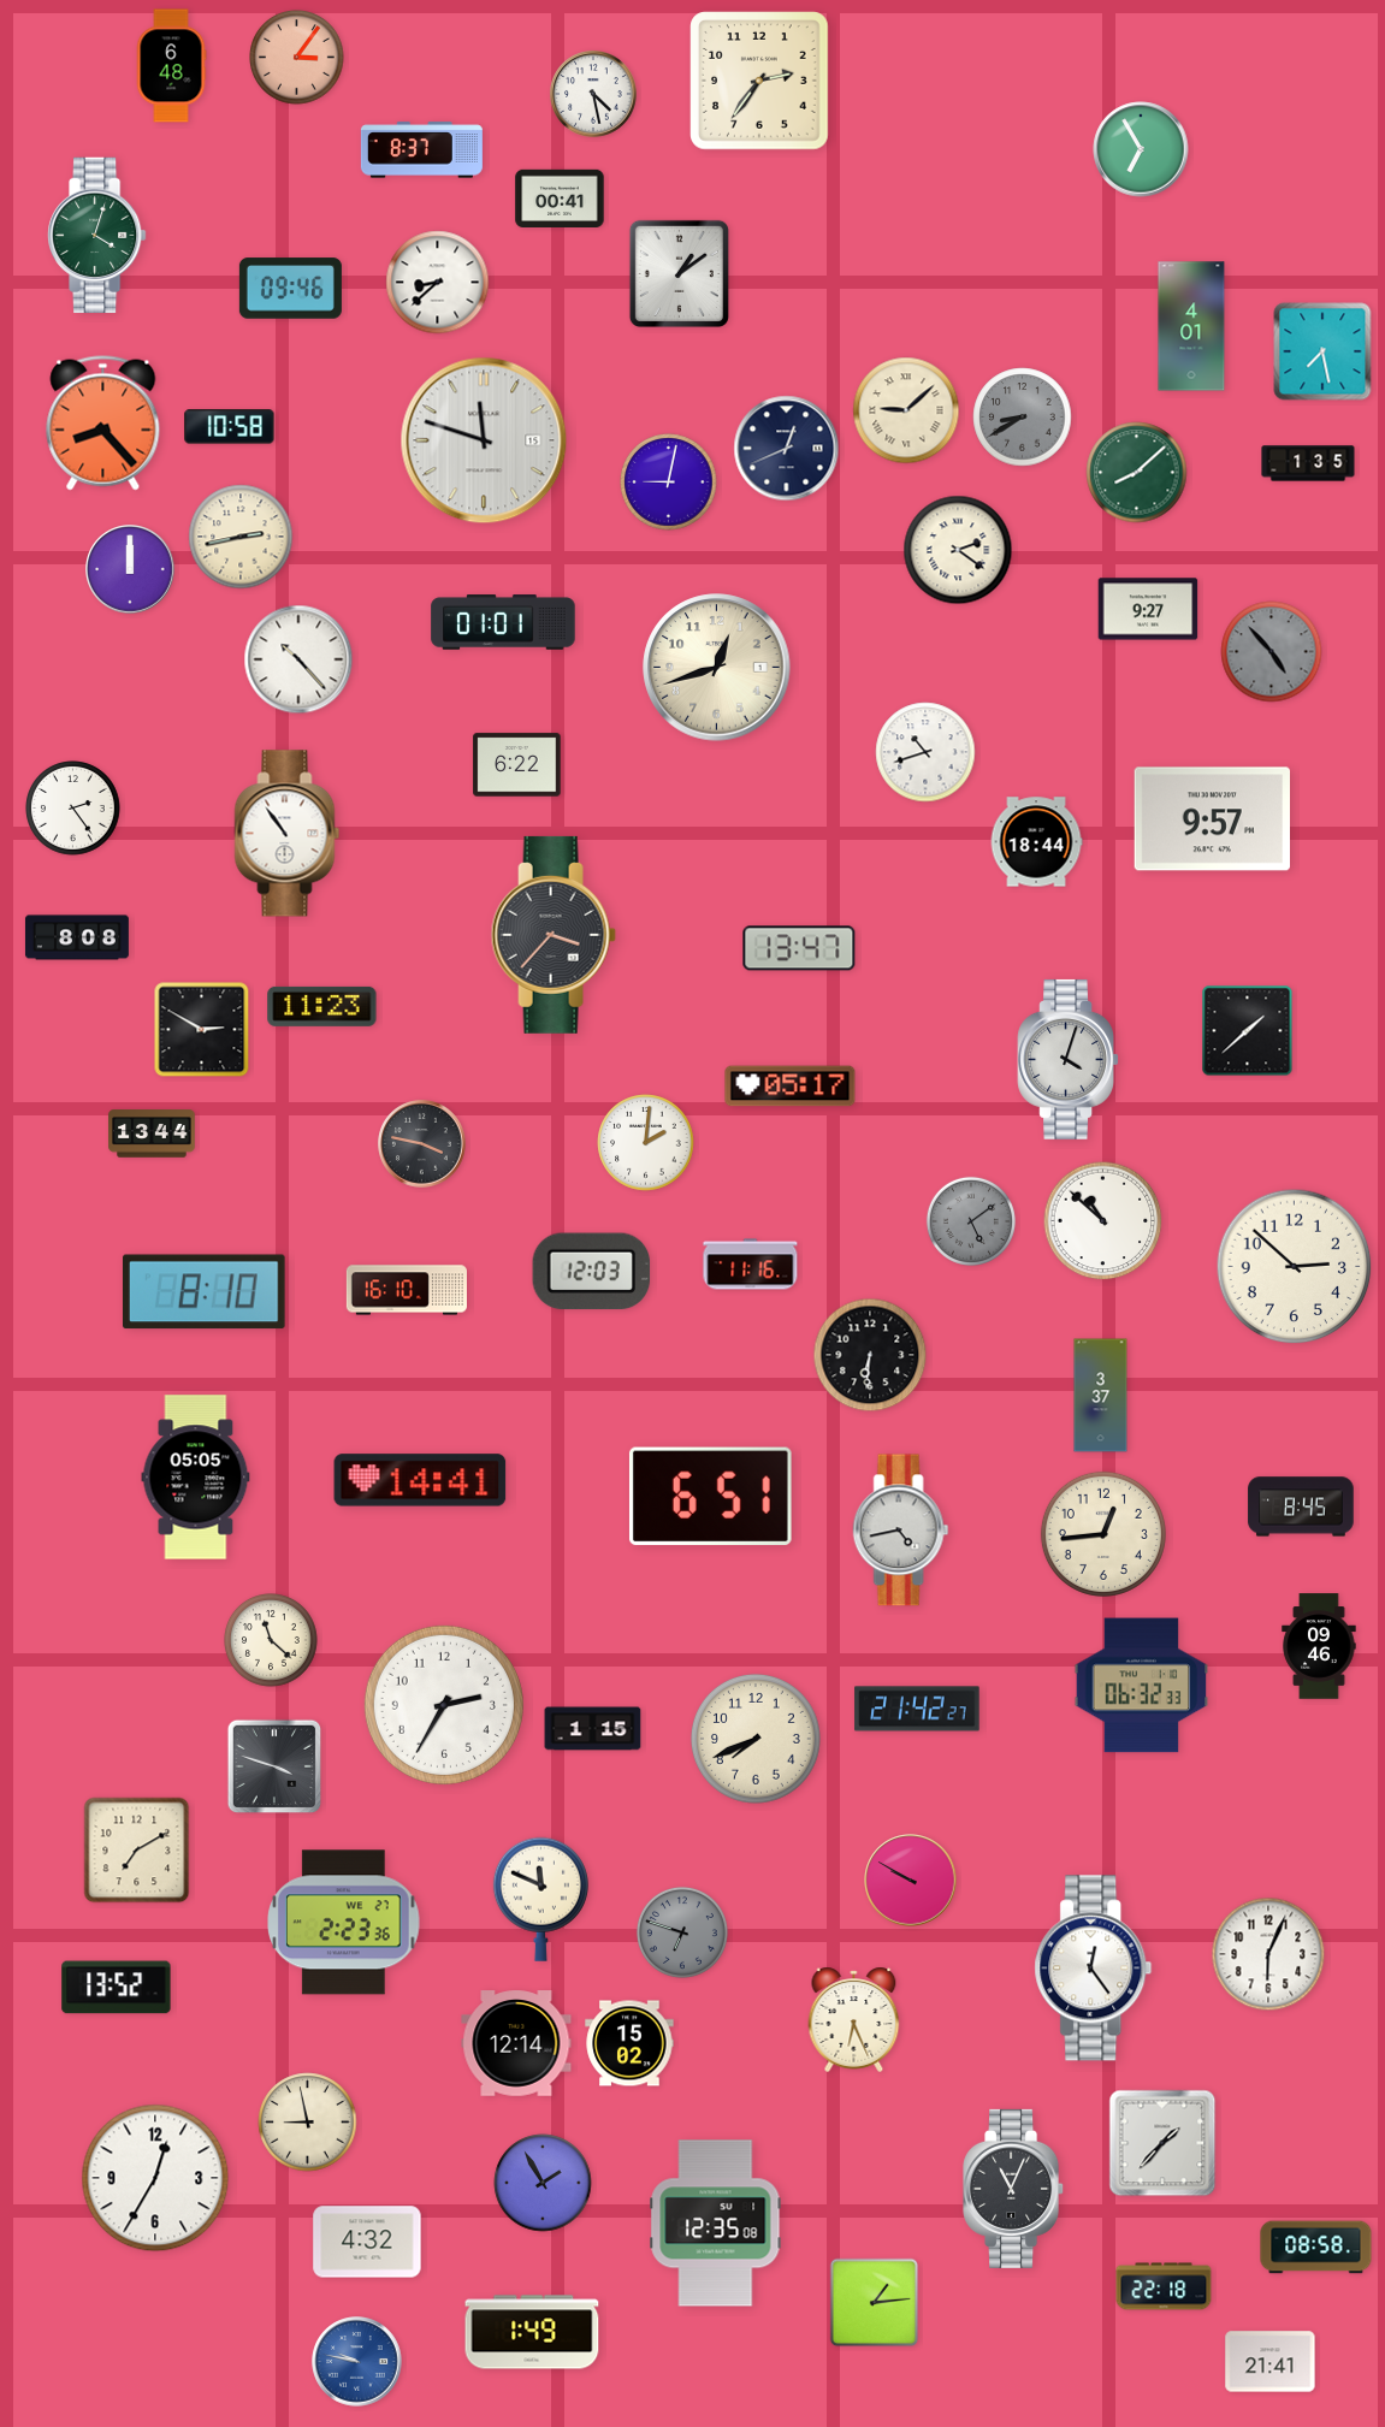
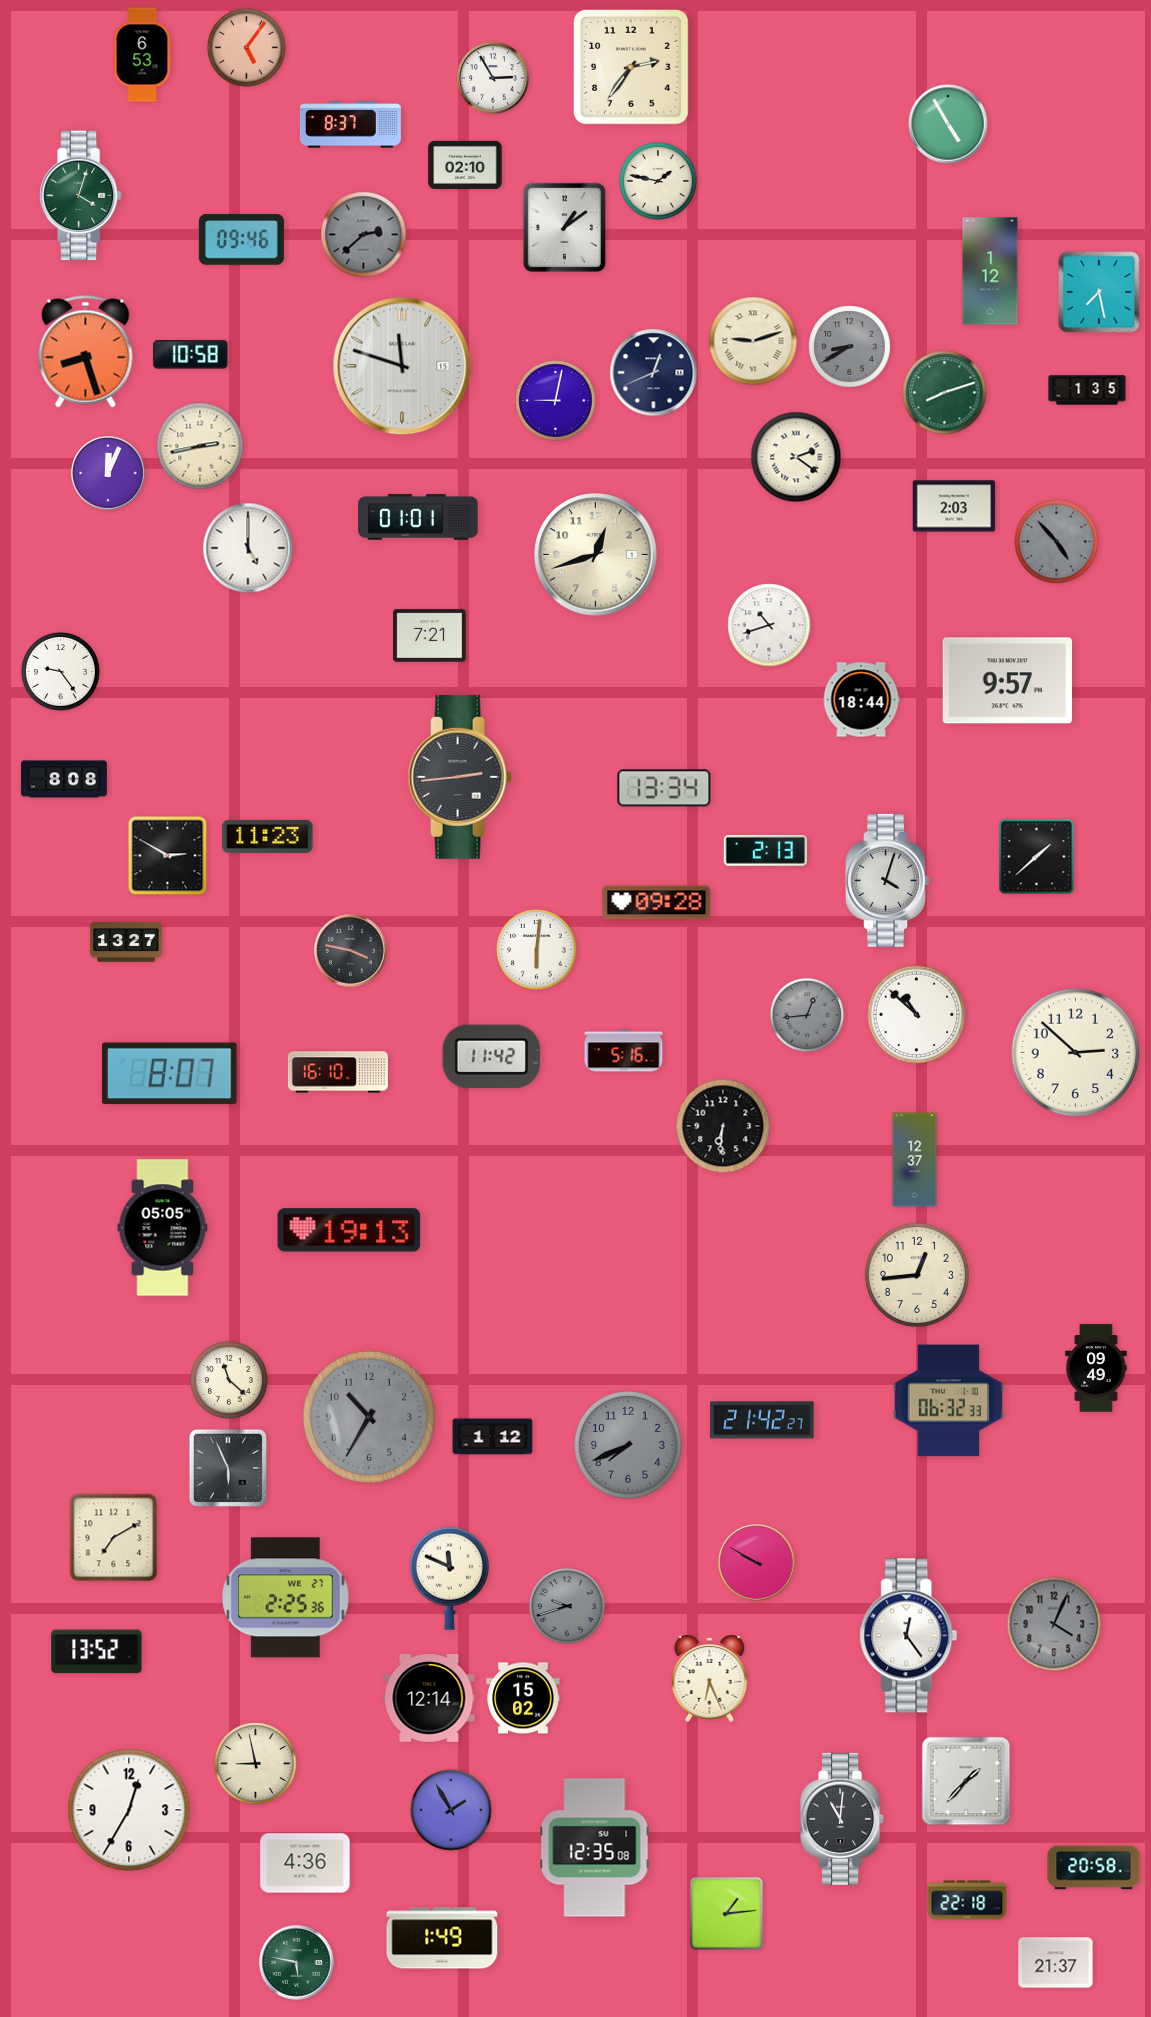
clock at (297, 58): 3:06 -> 5:06
clock at (171, 66): 6:48 -> 6:53
clock at (594, 95): 4:28 -> 2:55
clock at (1141, 149): 6:55 -> 4:55
clock at (560, 197): 00:41 -> 02:10
clock at (659, 182): none -> 1:47
clock at (438, 283): 8:38 -> 2:38
clock at (438, 283) dial: white -> grey
clock at (1191, 326): 4:01 -> 1:12
clock at (906, 410): 9:08 -> 9:12
clock at (103, 424): 8:23 -> 8:27
clock at (1308, 463) position: (1308, 463) -> (1087, 390)
clock at (1137, 473): 8:08 -> 8:12
clock at (130, 569): 12:00 -> 12:04
clock at (1148, 609): 9:27 -> 2:03
clock at (298, 659): 10:23 -> 5:00
clock at (517, 765): 6:22 -> 7:21
clock at (73, 809): 2:24 -> 9:24
clock at (288, 834): 10:54 -> none
clock at (554, 935): 3:37 -> 2:44
clock at (799, 948): 13:47 -> 13:34
clock at (765, 850): none -> 2:13
clock at (791, 1087): 05:17 -> 09:28
clock at (152, 1133): 13:44 -> 13:27
clock at (646, 1143): 2:01 -> 6:01
clock at (971, 1221): 5:09 -> 12:44
clock at (751, 1265): 11:16 -> 5:16
clock at (592, 1272): 12:03 -> 11:42
clock at (203, 1292): 8:10 -> 8:07
clock at (1101, 1396): 3:37 -> 12:37
clock at (420, 1480): 14:41 -> 19:13
clock at (710, 1497): 6:51 -> none
clock at (1301, 1506): 8:45 -> none
clock at (901, 1531): 4:43 -> none
clock at (272, 1641) position: (272, 1641) -> (230, 1381)
clock at (1319, 1646): 09:46 -> 09:49
clock at (444, 1705): 2:35 -> 10:35
clock at (444, 1705) dial: white -> grey
clock at (593, 1729): 1:15 -> 1:12
clock at (756, 1739) dial: cream -> grey
clock at (274, 1766): 3:48 -> 5:56
clock at (344, 1923): 2:23 -> 2:25
clock at (682, 1932): 6:48 -> 9:42
clock at (1268, 1954): 6:04 -> 4:04
clock at (1268, 1954) dial: white -> grey
clock at (543, 2183) position: (543, 2183) -> (451, 1810)
clock at (1014, 2189): 11:04 -> 11:01
clock at (367, 2242): 4:32 -> 4:36
clock at (1316, 2248): 08:58 -> 20:58
clock at (357, 2362): 9:47 -> 5:47
clock at (357, 2362) dial: blue -> green
clock at (1271, 2362): 21:41 -> 21:37
